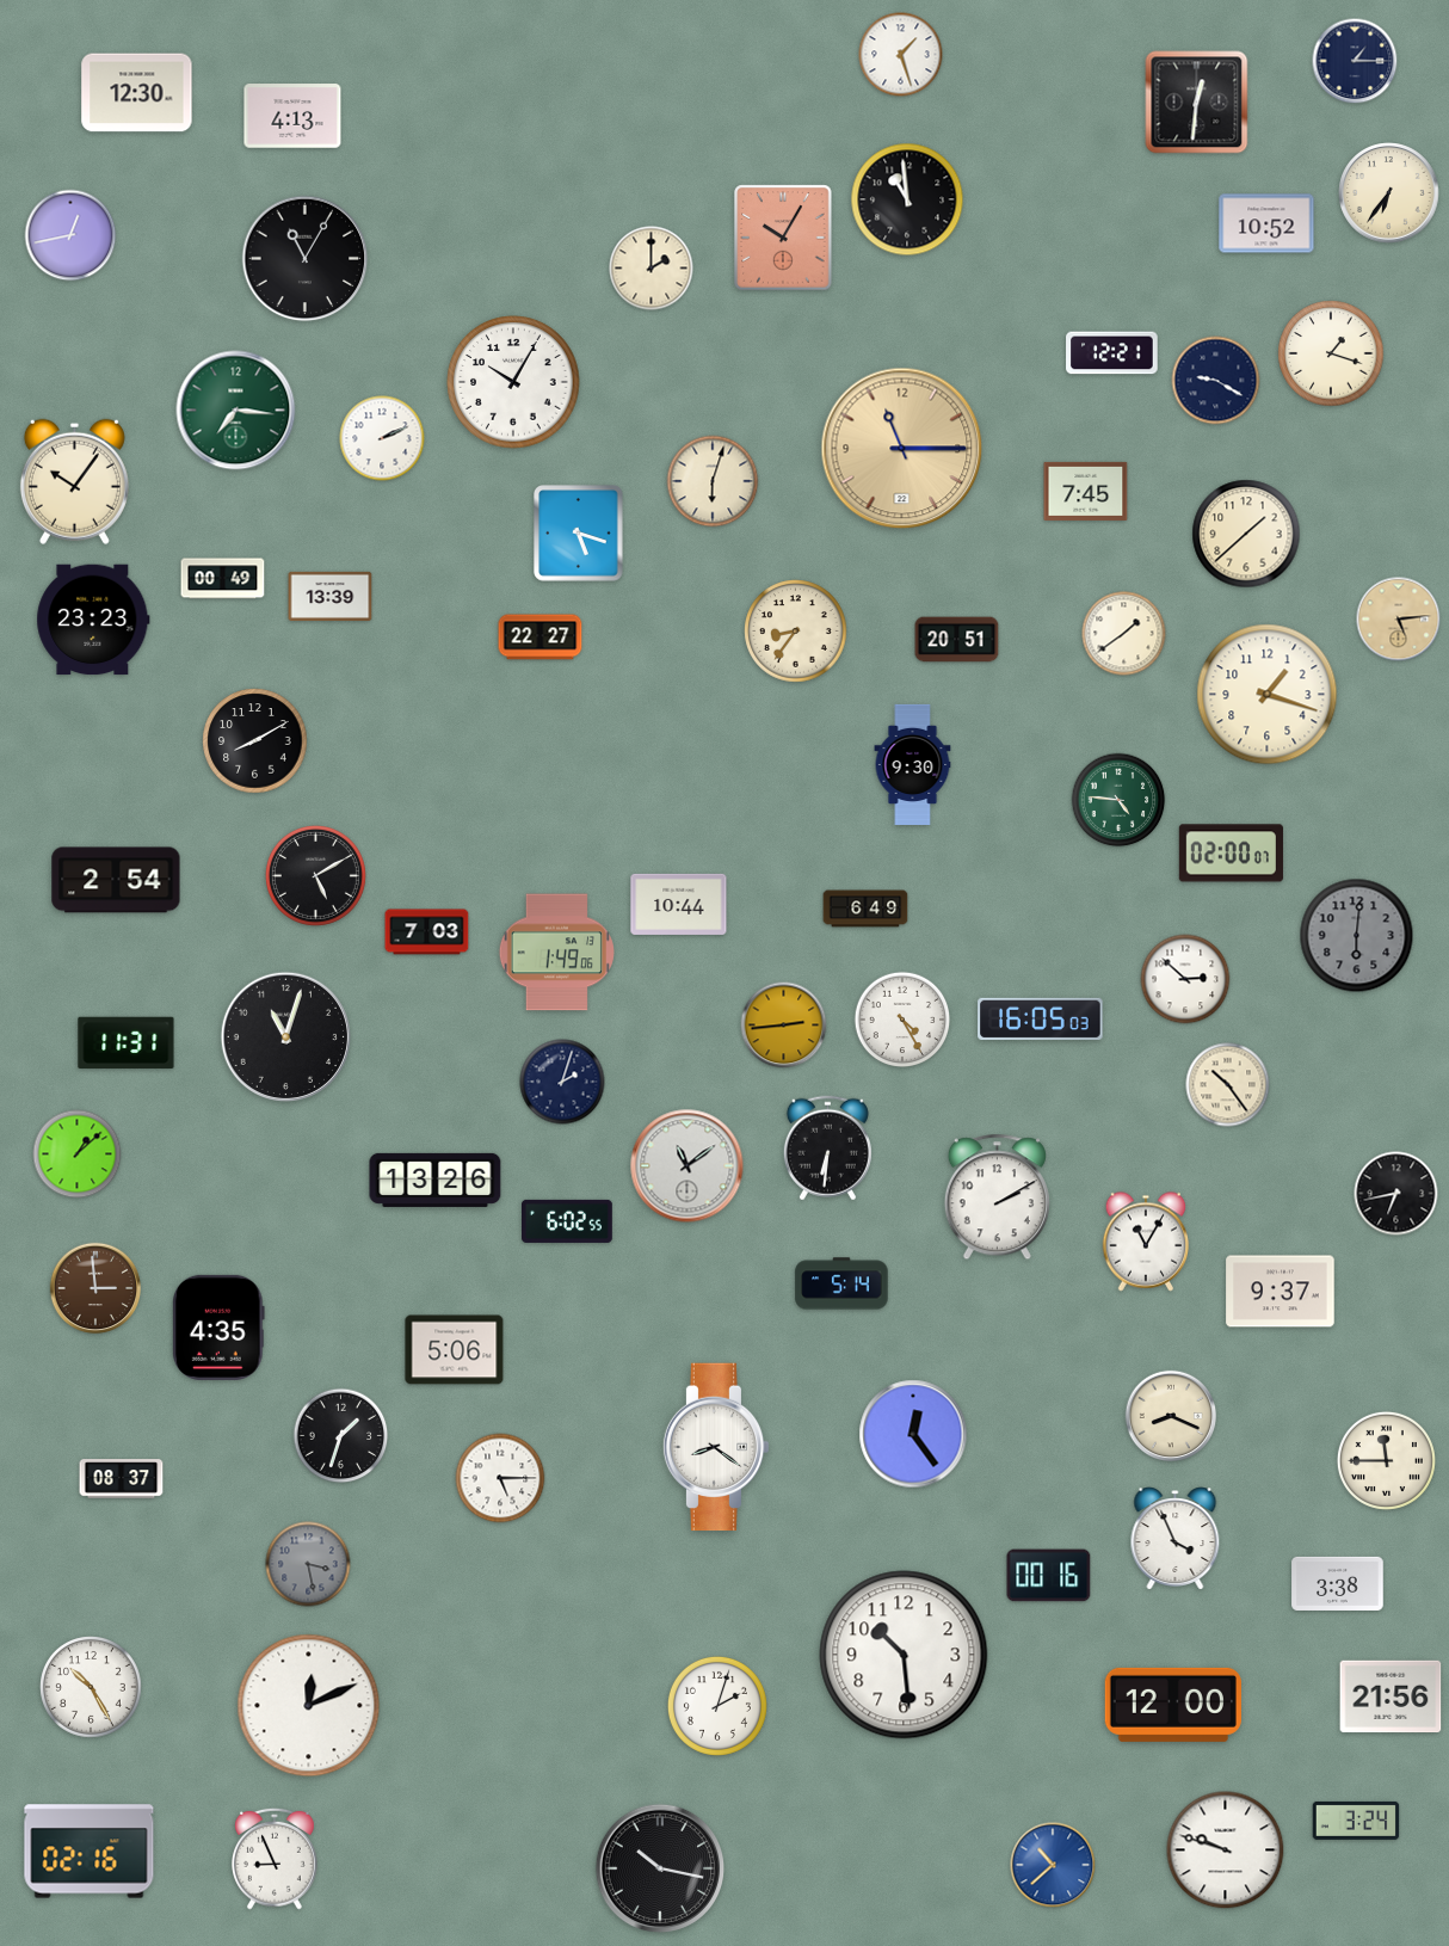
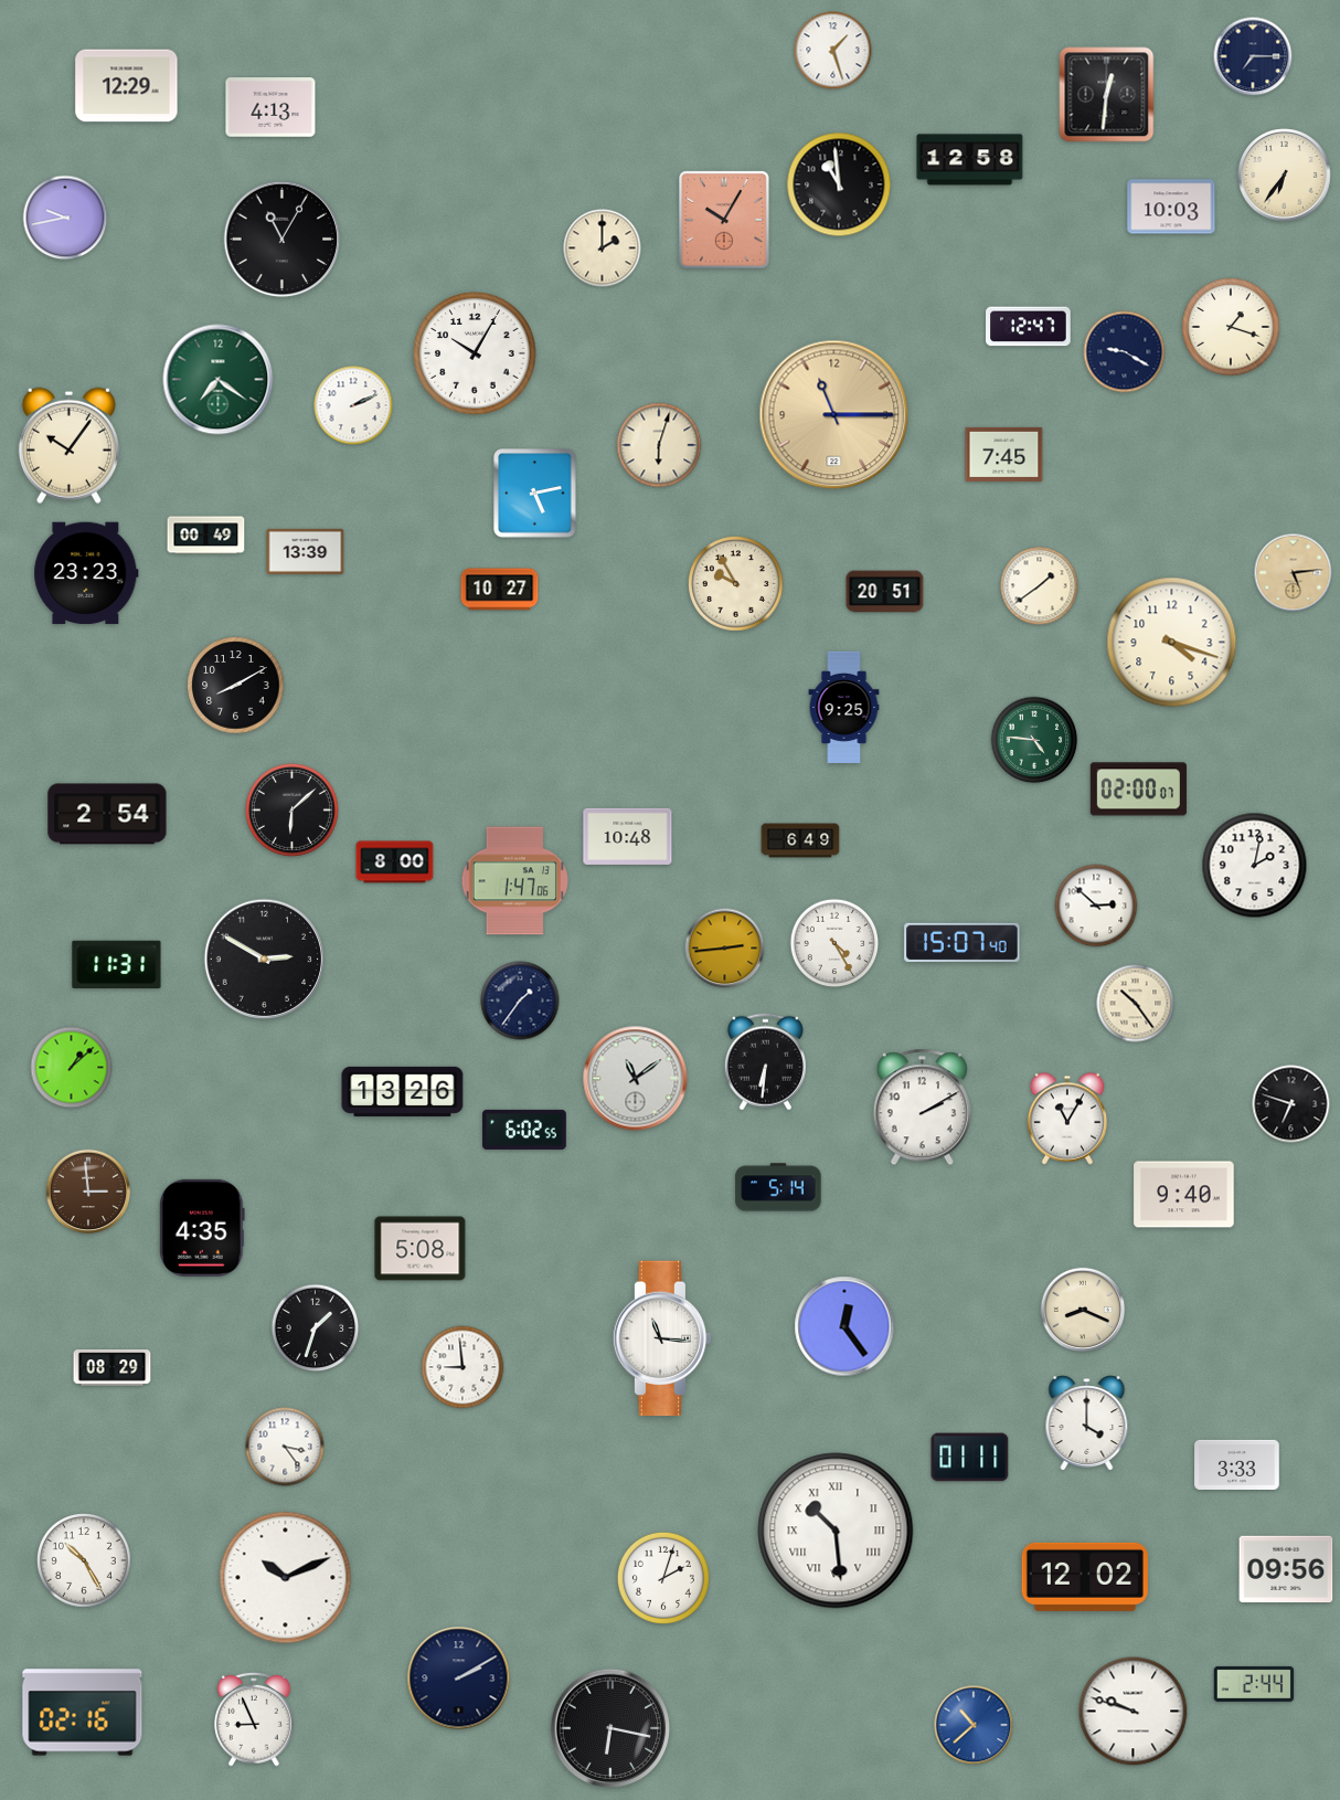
clock at (1355, 61): 1:15 -> 7:15
clock at (137, 93): 12:30 -> 12:29
clock at (970, 160): none -> 12:58
clock at (1389, 193) position: (1389, 193) -> (1285, 176)
clock at (1266, 223): 10:52 -> 10:03
clock at (70, 235): 12:43 -> 9:43
clock at (1112, 353): 12:21 -> 12:47
clock at (236, 411): 7:16 -> 7:21
clock at (579, 534): 5:18 -> 5:13
clock at (1246, 534): 1:38 -> none
clock at (796, 632): 8:36 -> 9:55
clock at (541, 638): 22:27 -> 10:27
clock at (1268, 695): 1:18 -> 4:18
clock at (913, 764): 9:30 -> 9:25
clock at (315, 875): 5:10 -> 6:08
clock at (679, 904): 10:44 -> 10:48
clock at (427, 932): 7:03 -> 8:00
clock at (1357, 936): 6:01 -> 2:02
clock at (1357, 936) dial: grey -> white
clock at (556, 953): 1:49 -> 1:47
clock at (1041, 1018): 16:05 -> 15:07
clock at (285, 1036): 11:03 -> 2:50
clock at (562, 1082): 2:03 -> 1:36
clock at (1396, 1194): 6:43 -> 6:48
clock at (1146, 1242) position: (1146, 1242) -> (1067, 1119)
clock at (1281, 1292): 9:37 -> 9:40
clock at (455, 1350): 5:06 -> 5:08
clock at (716, 1447): 8:21 -> 11:16
clock at (1386, 1460): 11:45 -> none
clock at (500, 1478): 5:15 -> 8:59
clock at (122, 1479): 08:37 -> 08:29
clock at (1176, 1539): 3:56 -> 4:00
clock at (308, 1564): 3:28 -> 3:24
clock at (308, 1564) dial: grey -> white
clock at (1049, 1576): 00:16 -> 01:11
clock at (1338, 1583): 3:38 -> 3:33
clock at (904, 1655) numerals: Arabic -> Roman
clock at (1391, 1696): 21:56 -> 09:56
clock at (1173, 1705): 12:00 -> 12:02
clock at (309, 1706): 12:11 -> 10:11
clock at (459, 1679): none -> 2:10
clock at (1356, 1821): 3:24 -> 2:44
clock at (660, 1868): 10:17 -> 6:17
